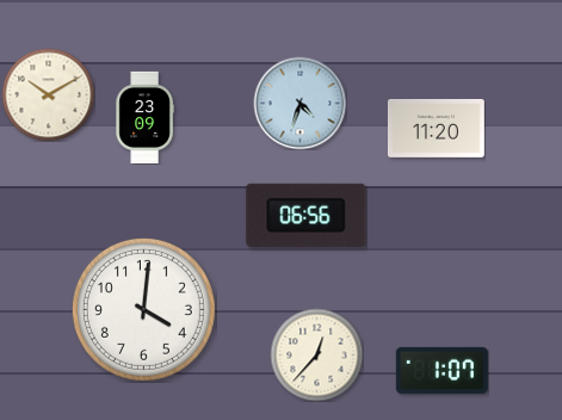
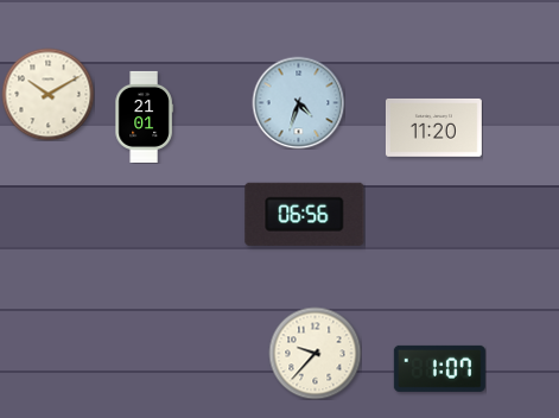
clock at (144, 117): 23:09 -> 21:01
clock at (143, 309): 4:01 -> none
clock at (316, 354): 12:37 -> 9:37
